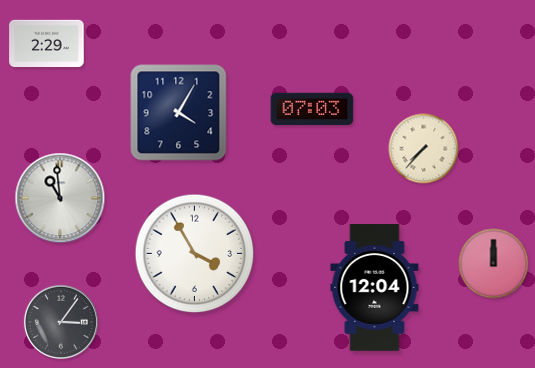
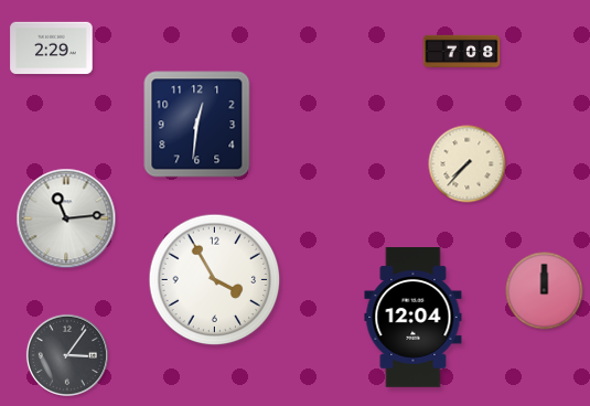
clock at (462, 52): none -> 7:08
clock at (312, 109): 07:03 -> none
clock at (179, 113): 4:05 -> 12:31
clock at (60, 198): 10:59 -> 11:14
